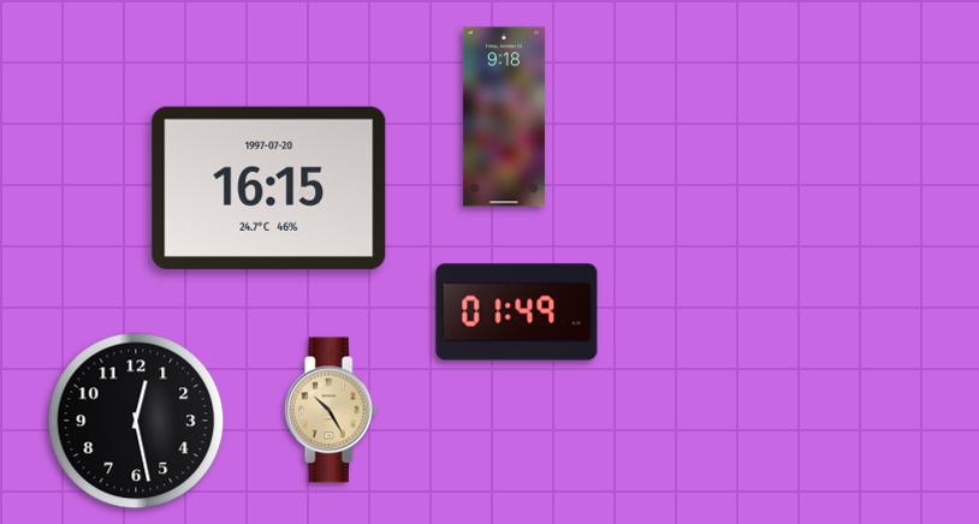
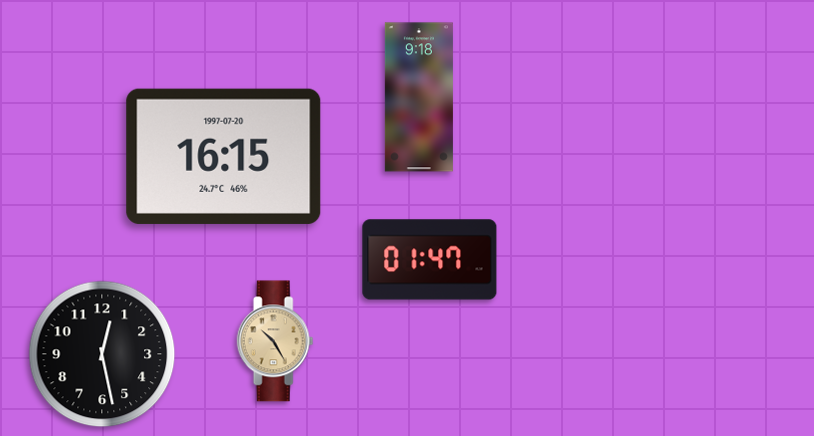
clock at (517, 312): 01:49 -> 01:47
clock at (136, 421) position: (136, 421) -> (102, 354)
